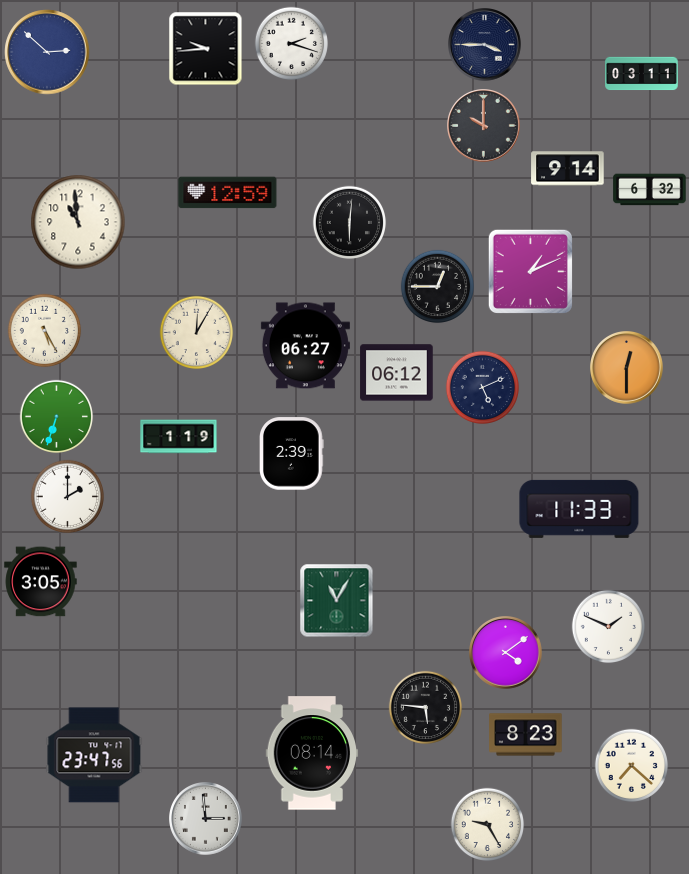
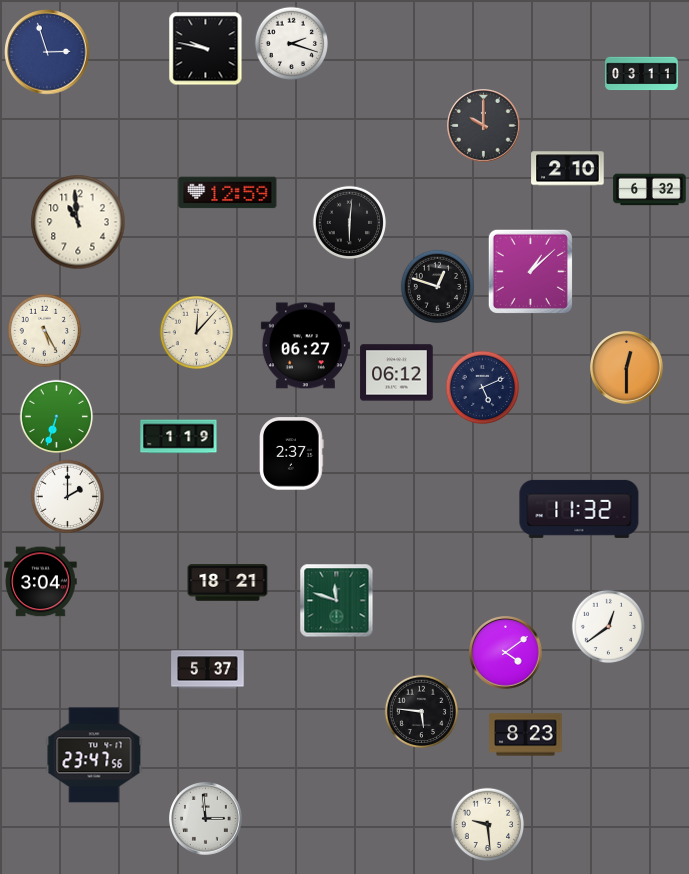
clock at (485, 45): 3:45 -> none
clock at (206, 49): 9:44 -> 9:47
clock at (47, 52): 2:52 -> 2:57
clock at (568, 169): 9:14 -> 2:10
clock at (530, 271): 1:11 -> 1:08
clock at (438, 287): 12:45 -> 12:48
clock at (197, 333): 12:05 -> 12:07
clock at (292, 454): 2:39 -> 2:37
clock at (579, 509): 11:33 -> 11:32
clock at (41, 582): 3:05 -> 3:04
clock at (228, 583): none -> 18:21
clock at (337, 601): 11:05 -> 11:48
clock at (609, 627): 1:49 -> 12:39
clock at (208, 670): none -> 5:37
clock at (426, 708) position: (426, 708) -> (422, 712)
clock at (312, 753): 08:14 -> none
clock at (632, 766): 7:22 -> none
clock at (488, 825): 9:25 -> 9:29
